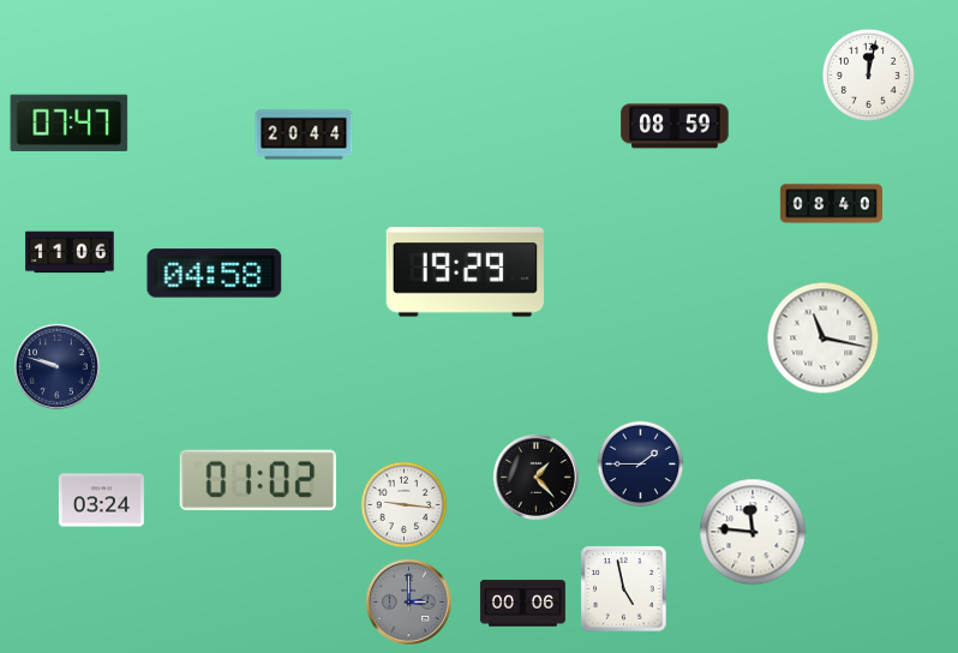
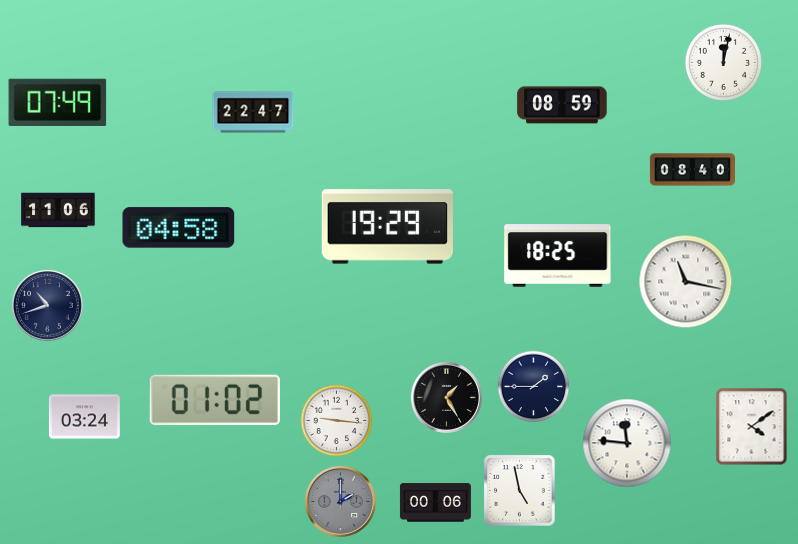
clock at (70, 122): 07:47 -> 07:49
clock at (304, 134): 20:44 -> 22:47
clock at (558, 256): none -> 18:25
clock at (56, 366): 9:48 -> 10:42
clock at (535, 477): 1:23 -> 1:25
clock at (752, 427): none -> 4:09
clock at (408, 601): 3:00 -> 2:00
